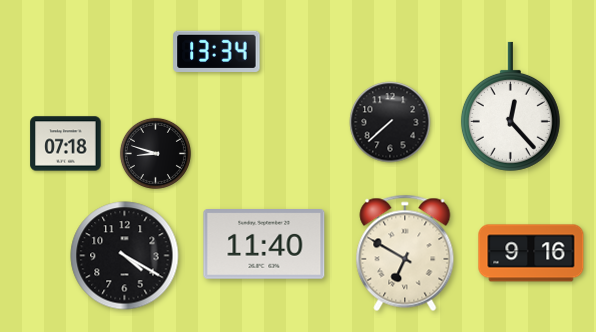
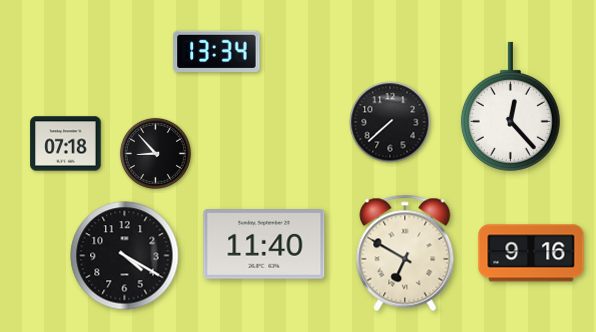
clock at (155, 153): 8:48 -> 8:53
